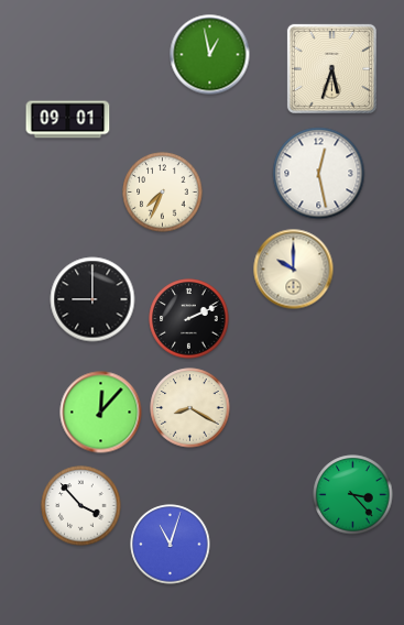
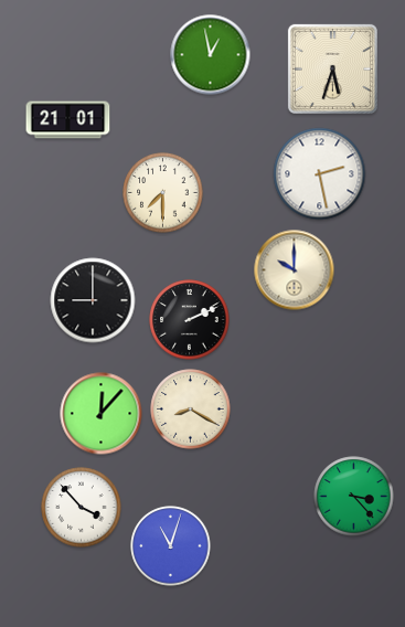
clock at (68, 120): 09:01 -> 21:01
clock at (319, 174): 12:28 -> 2:28
clock at (163, 193): 7:34 -> 7:30
